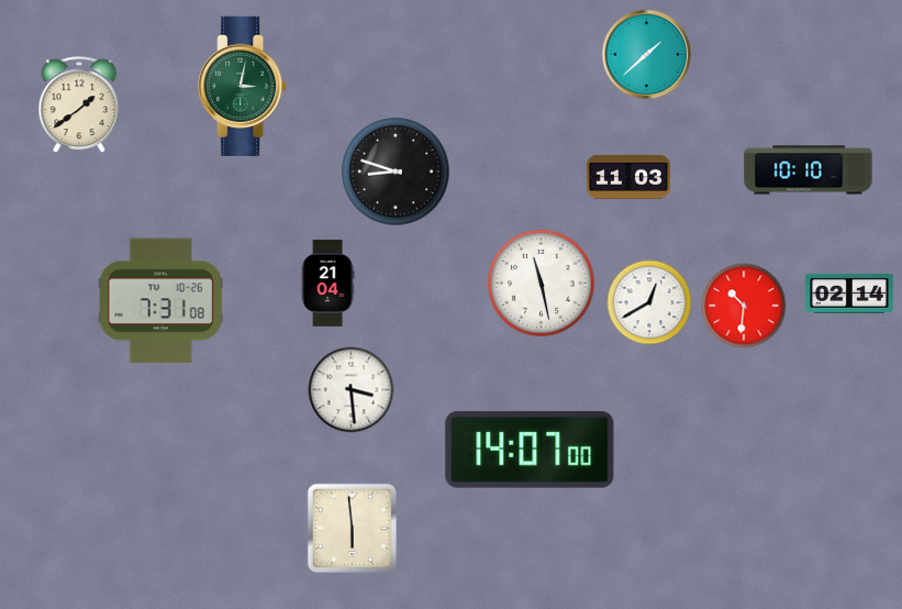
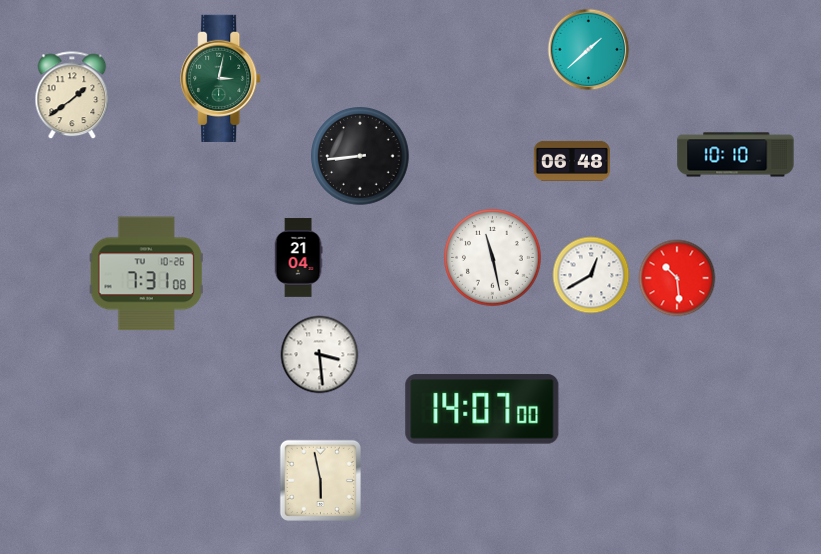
clock at (396, 171): 8:48 -> 8:44
clock at (628, 177): 11:03 -> 06:48
clock at (849, 294): 02:14 -> none
clock at (744, 306): 10:31 -> 10:29
clock at (352, 528): 5:59 -> 5:58
